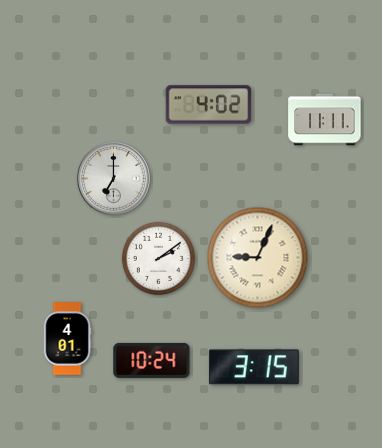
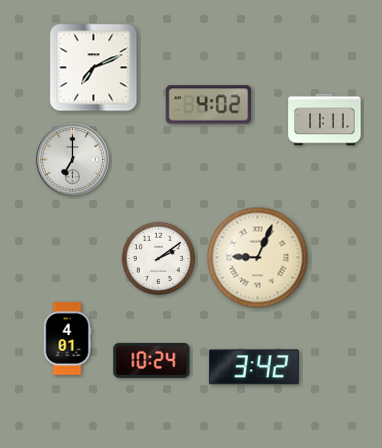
clock at (94, 68): none -> 7:11
clock at (114, 179) position: (114, 179) -> (73, 160)
clock at (254, 367): 3:15 -> 3:42
